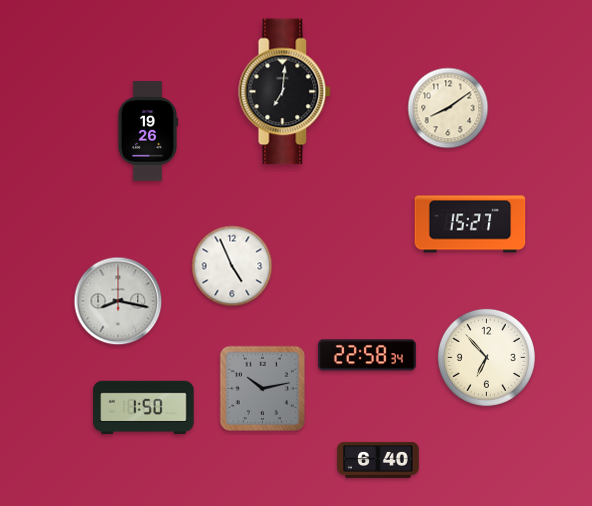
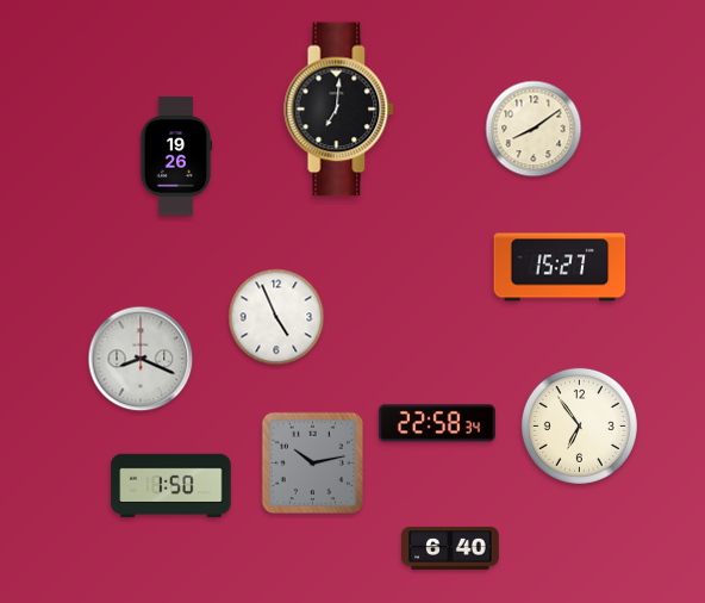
clock at (118, 301): 8:17 -> 8:19
clock at (486, 357): 6:53 -> 6:54
